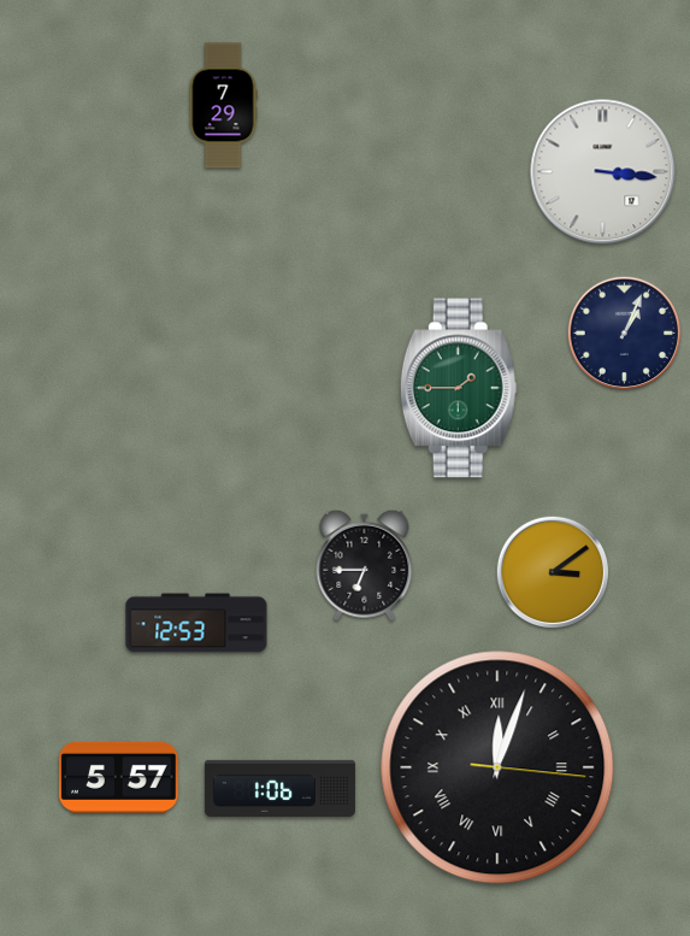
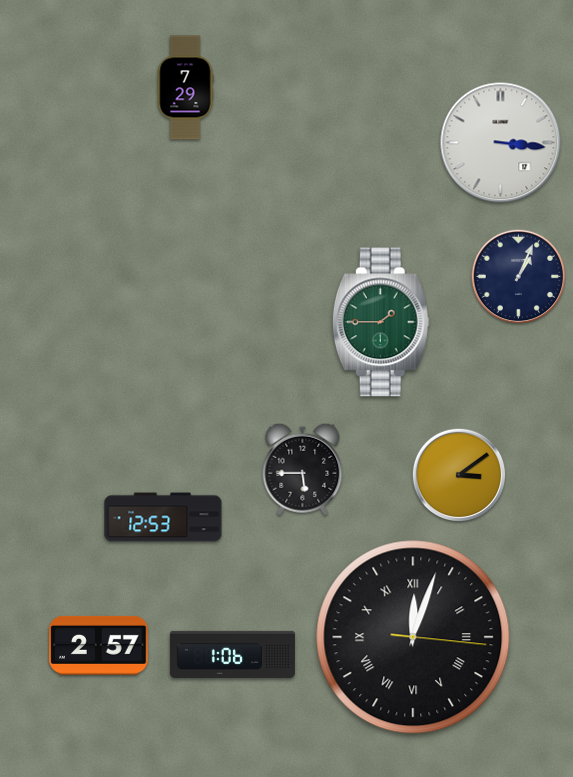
clock at (365, 565): 6:45 -> 5:45
clock at (119, 777): 5:57 -> 2:57
